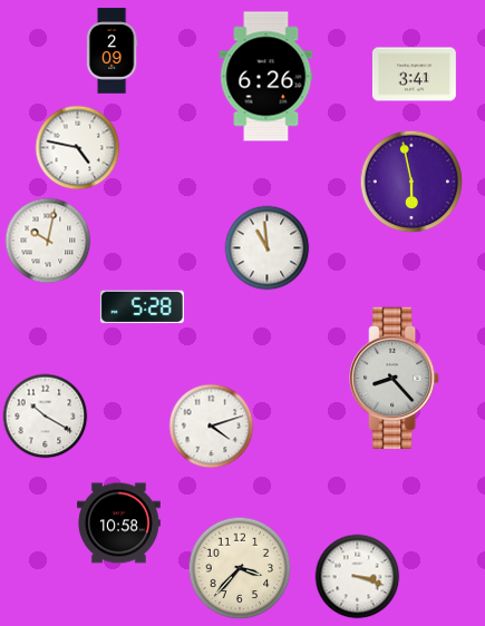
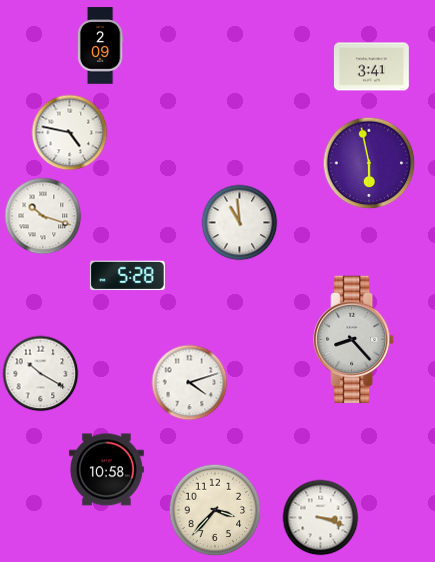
clock at (266, 77): 6:26 -> none
clock at (48, 241): 10:02 -> 10:18
